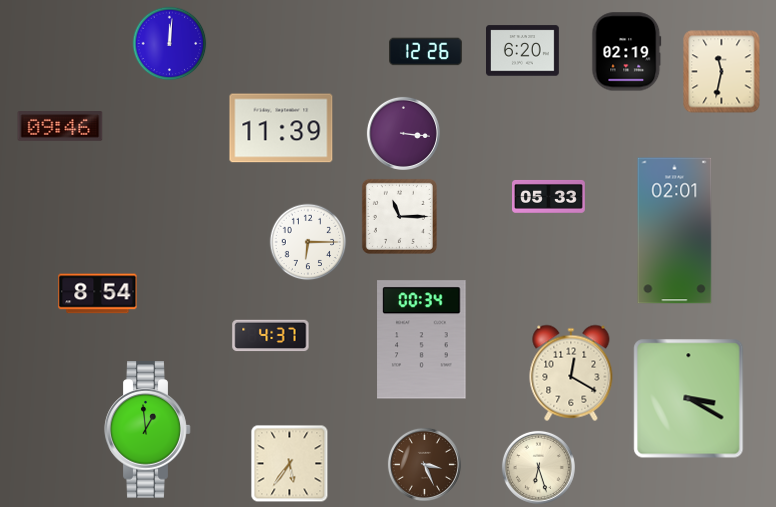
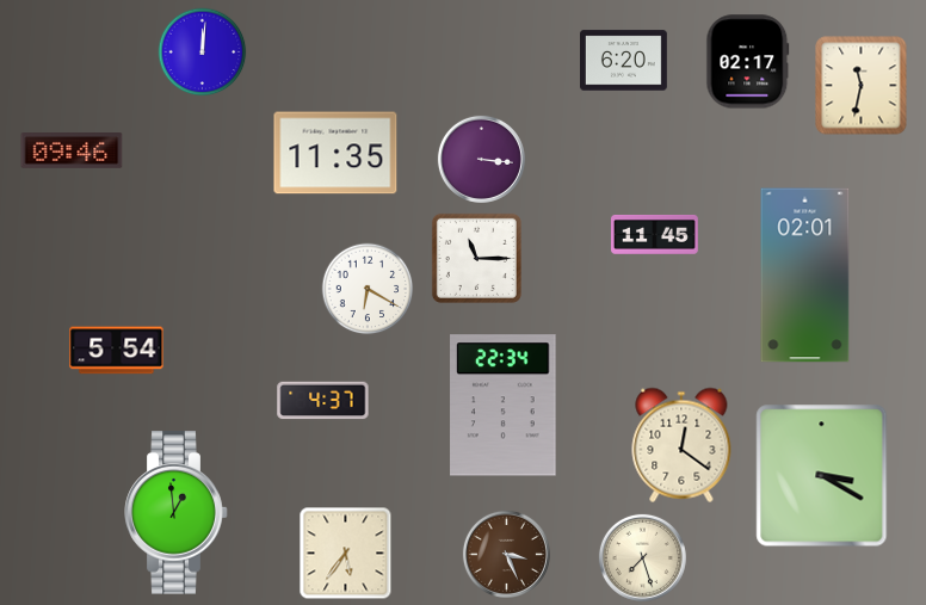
clock at (426, 52): 12:26 -> none
clock at (627, 52): 02:19 -> 02:17
clock at (281, 128): 11:39 -> 11:35
clock at (549, 196): 05:33 -> 11:45
clock at (308, 242): 6:15 -> 6:20
clock at (98, 294): 8:54 -> 5:54
clock at (422, 340): 00:34 -> 22:34
clock at (571, 373): 12:20 -> 12:21
clock at (538, 467): 6:27 -> 7:27
